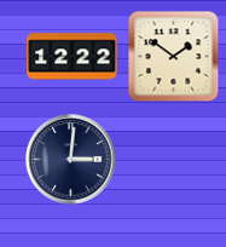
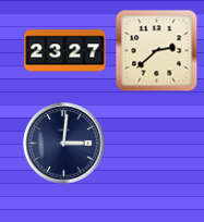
clock at (73, 57): 12:22 -> 23:27
clock at (174, 57): 1:51 -> 2:38
